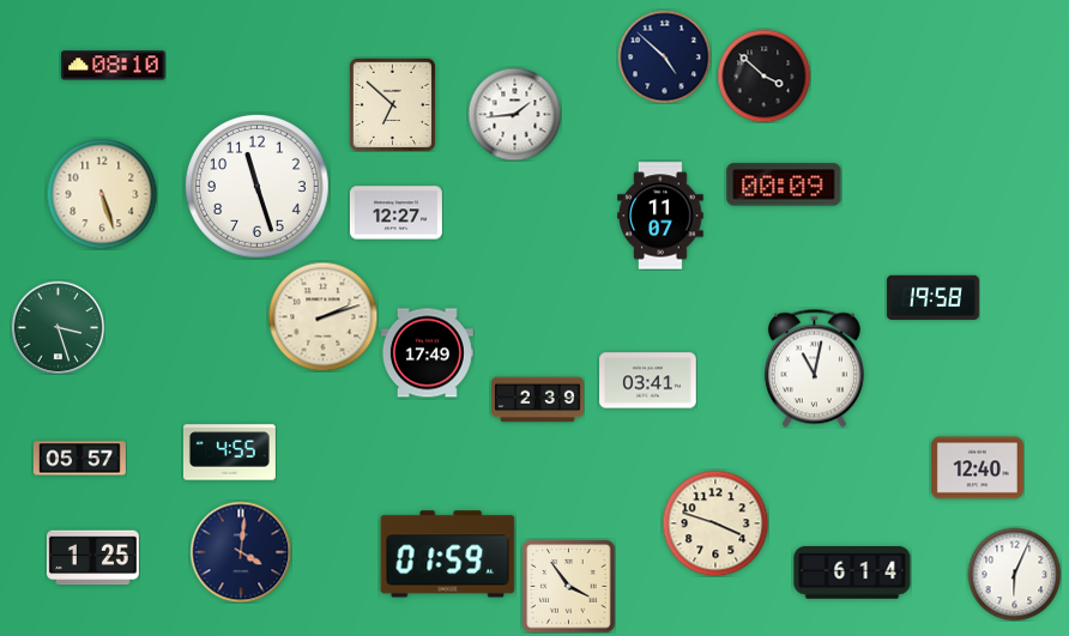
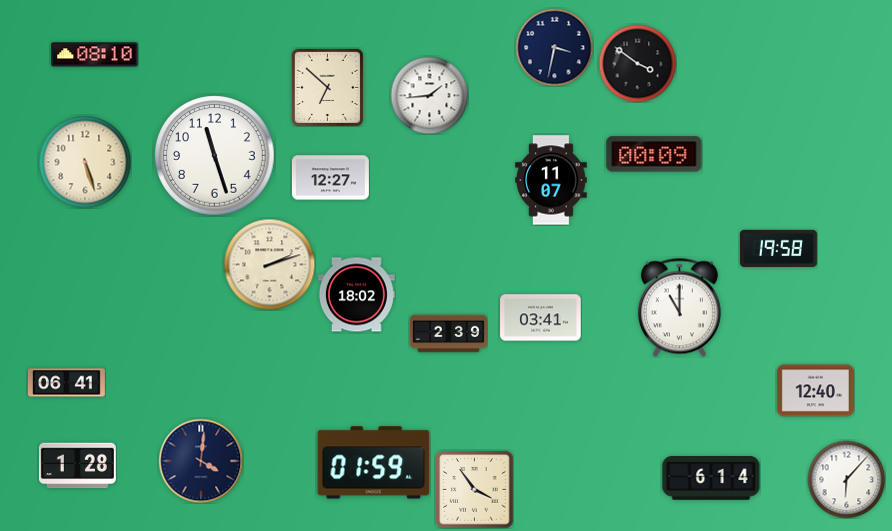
clock at (664, 56): 4:52 -> 3:32
clock at (763, 75): 3:52 -> 3:51
clock at (58, 327): 3:27 -> none
clock at (427, 353): 17:49 -> 18:02
clock at (814, 368): 11:02 -> 11:00
clock at (229, 453): 4:55 -> none
clock at (79, 459): 05:57 -> 06:41
clock at (715, 523): 3:48 -> none
clock at (92, 558): 1:25 -> 1:28
clock at (1014, 574): 6:04 -> 6:07
